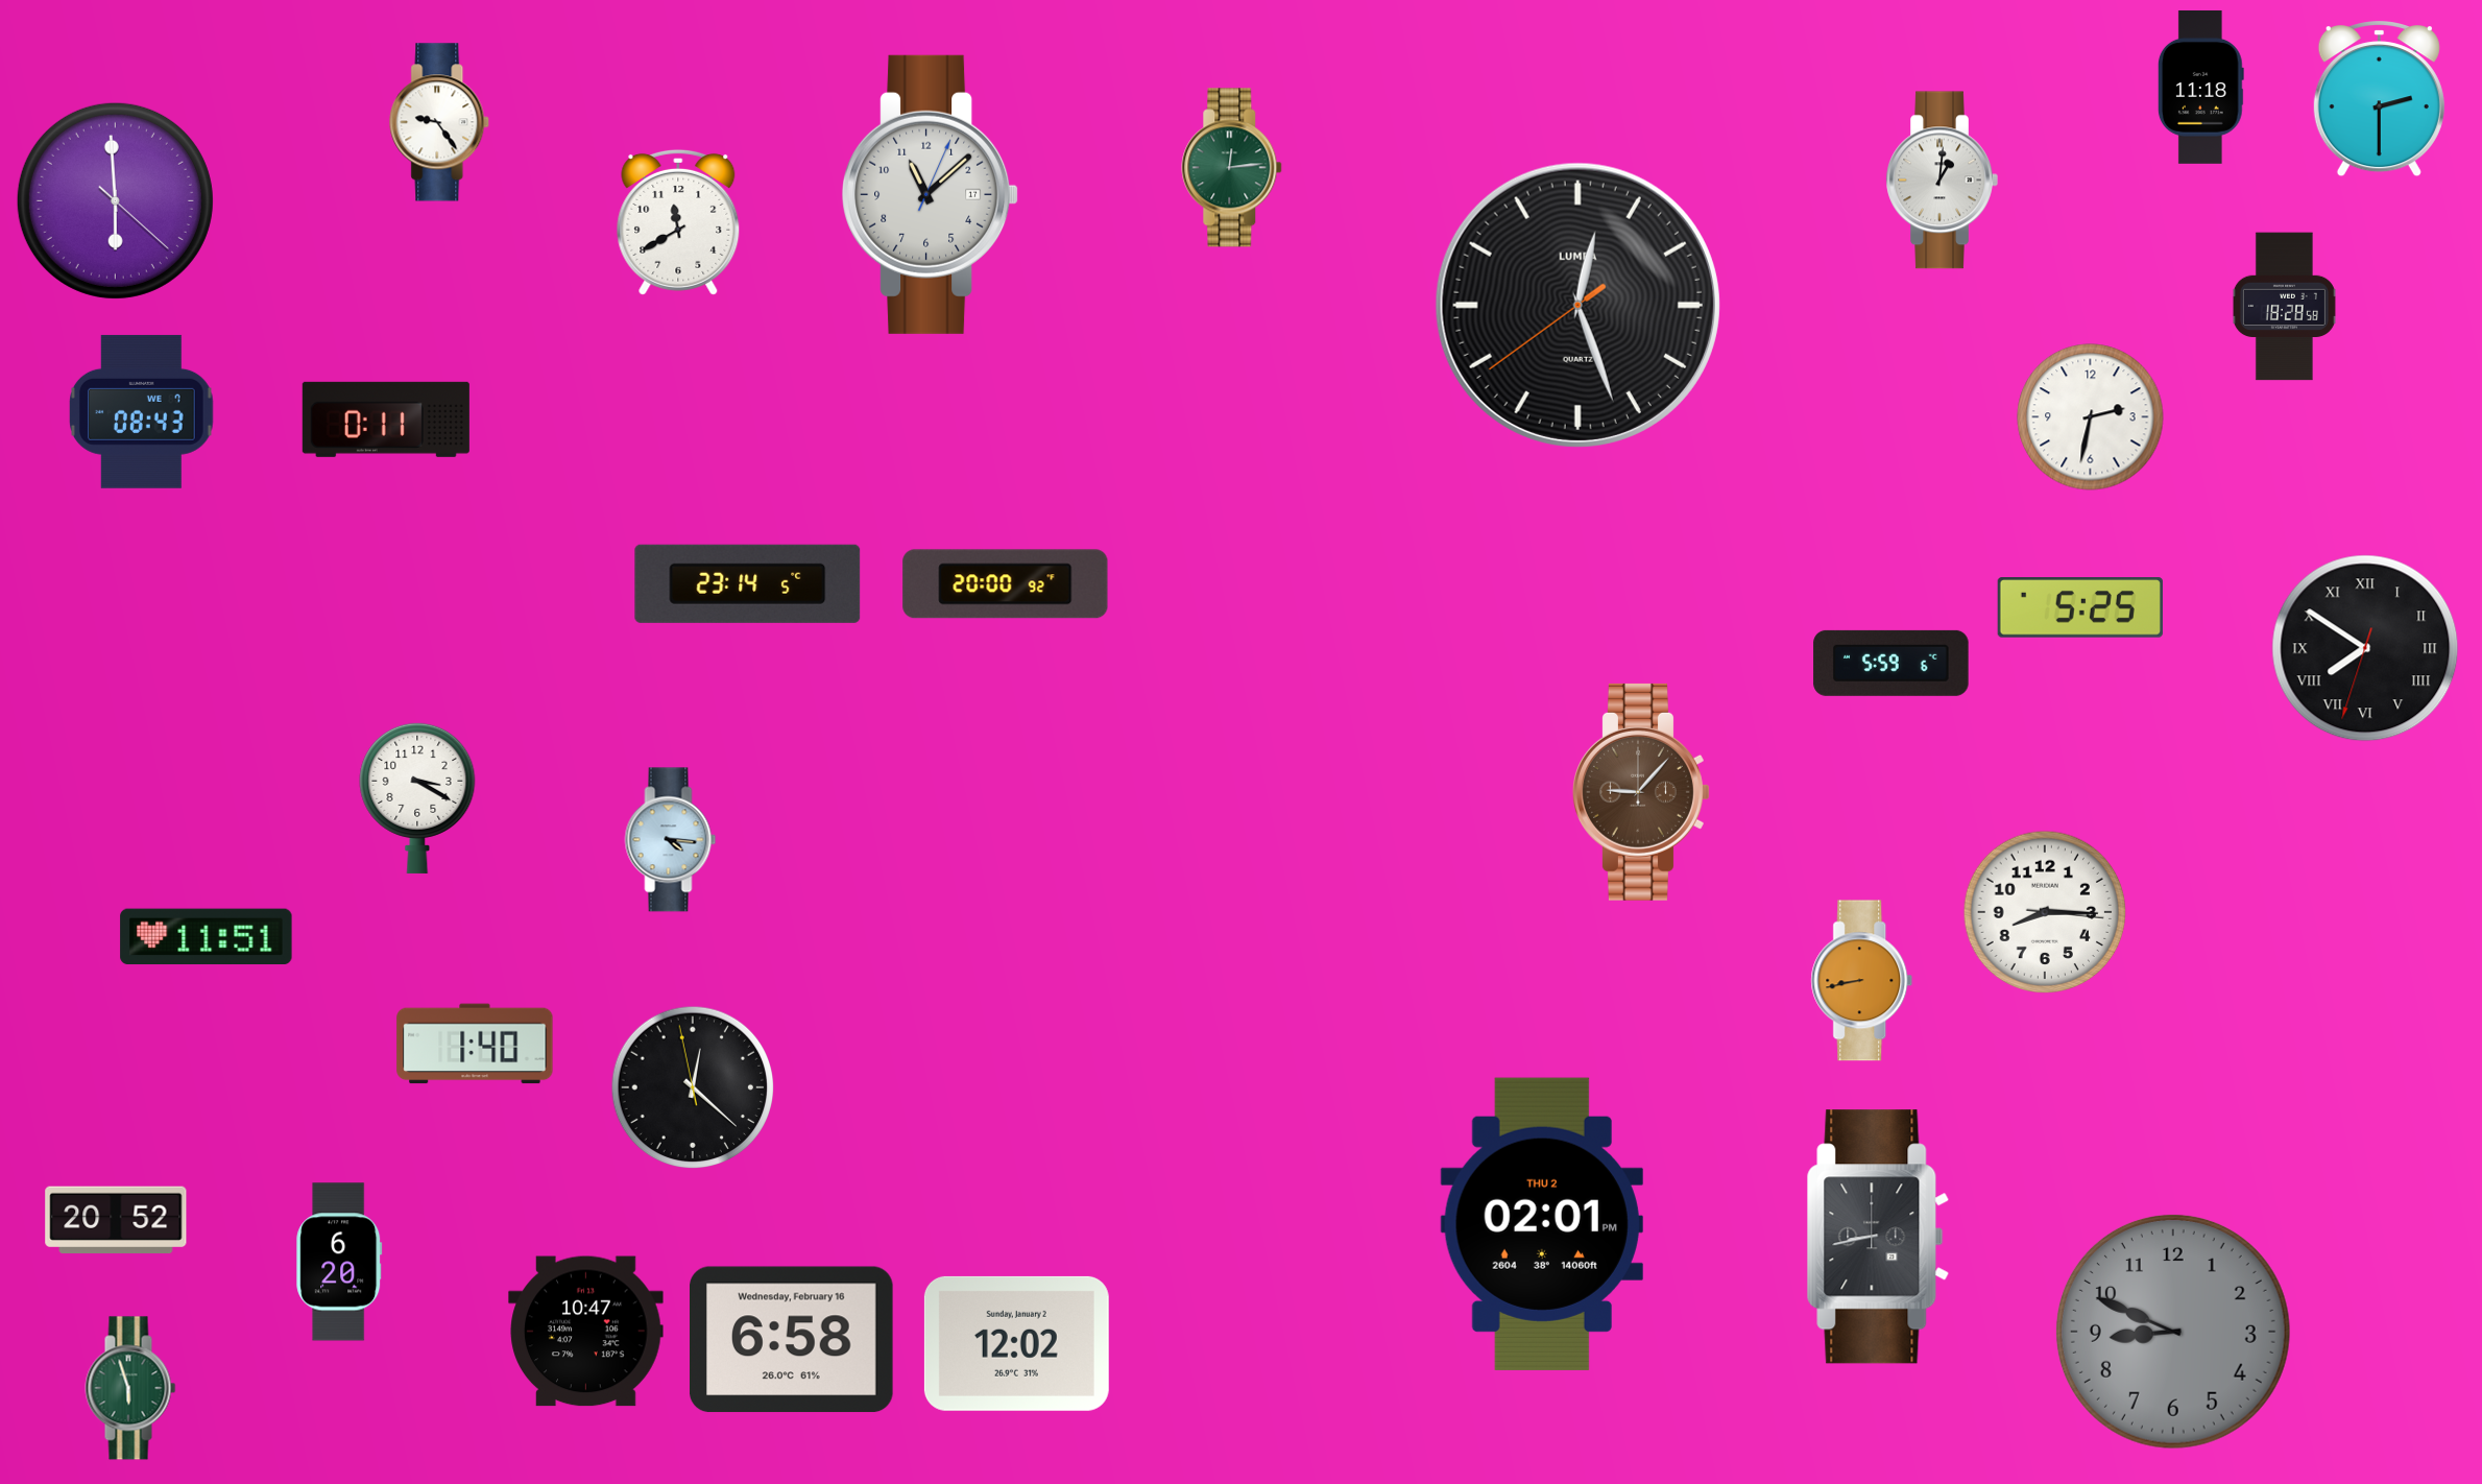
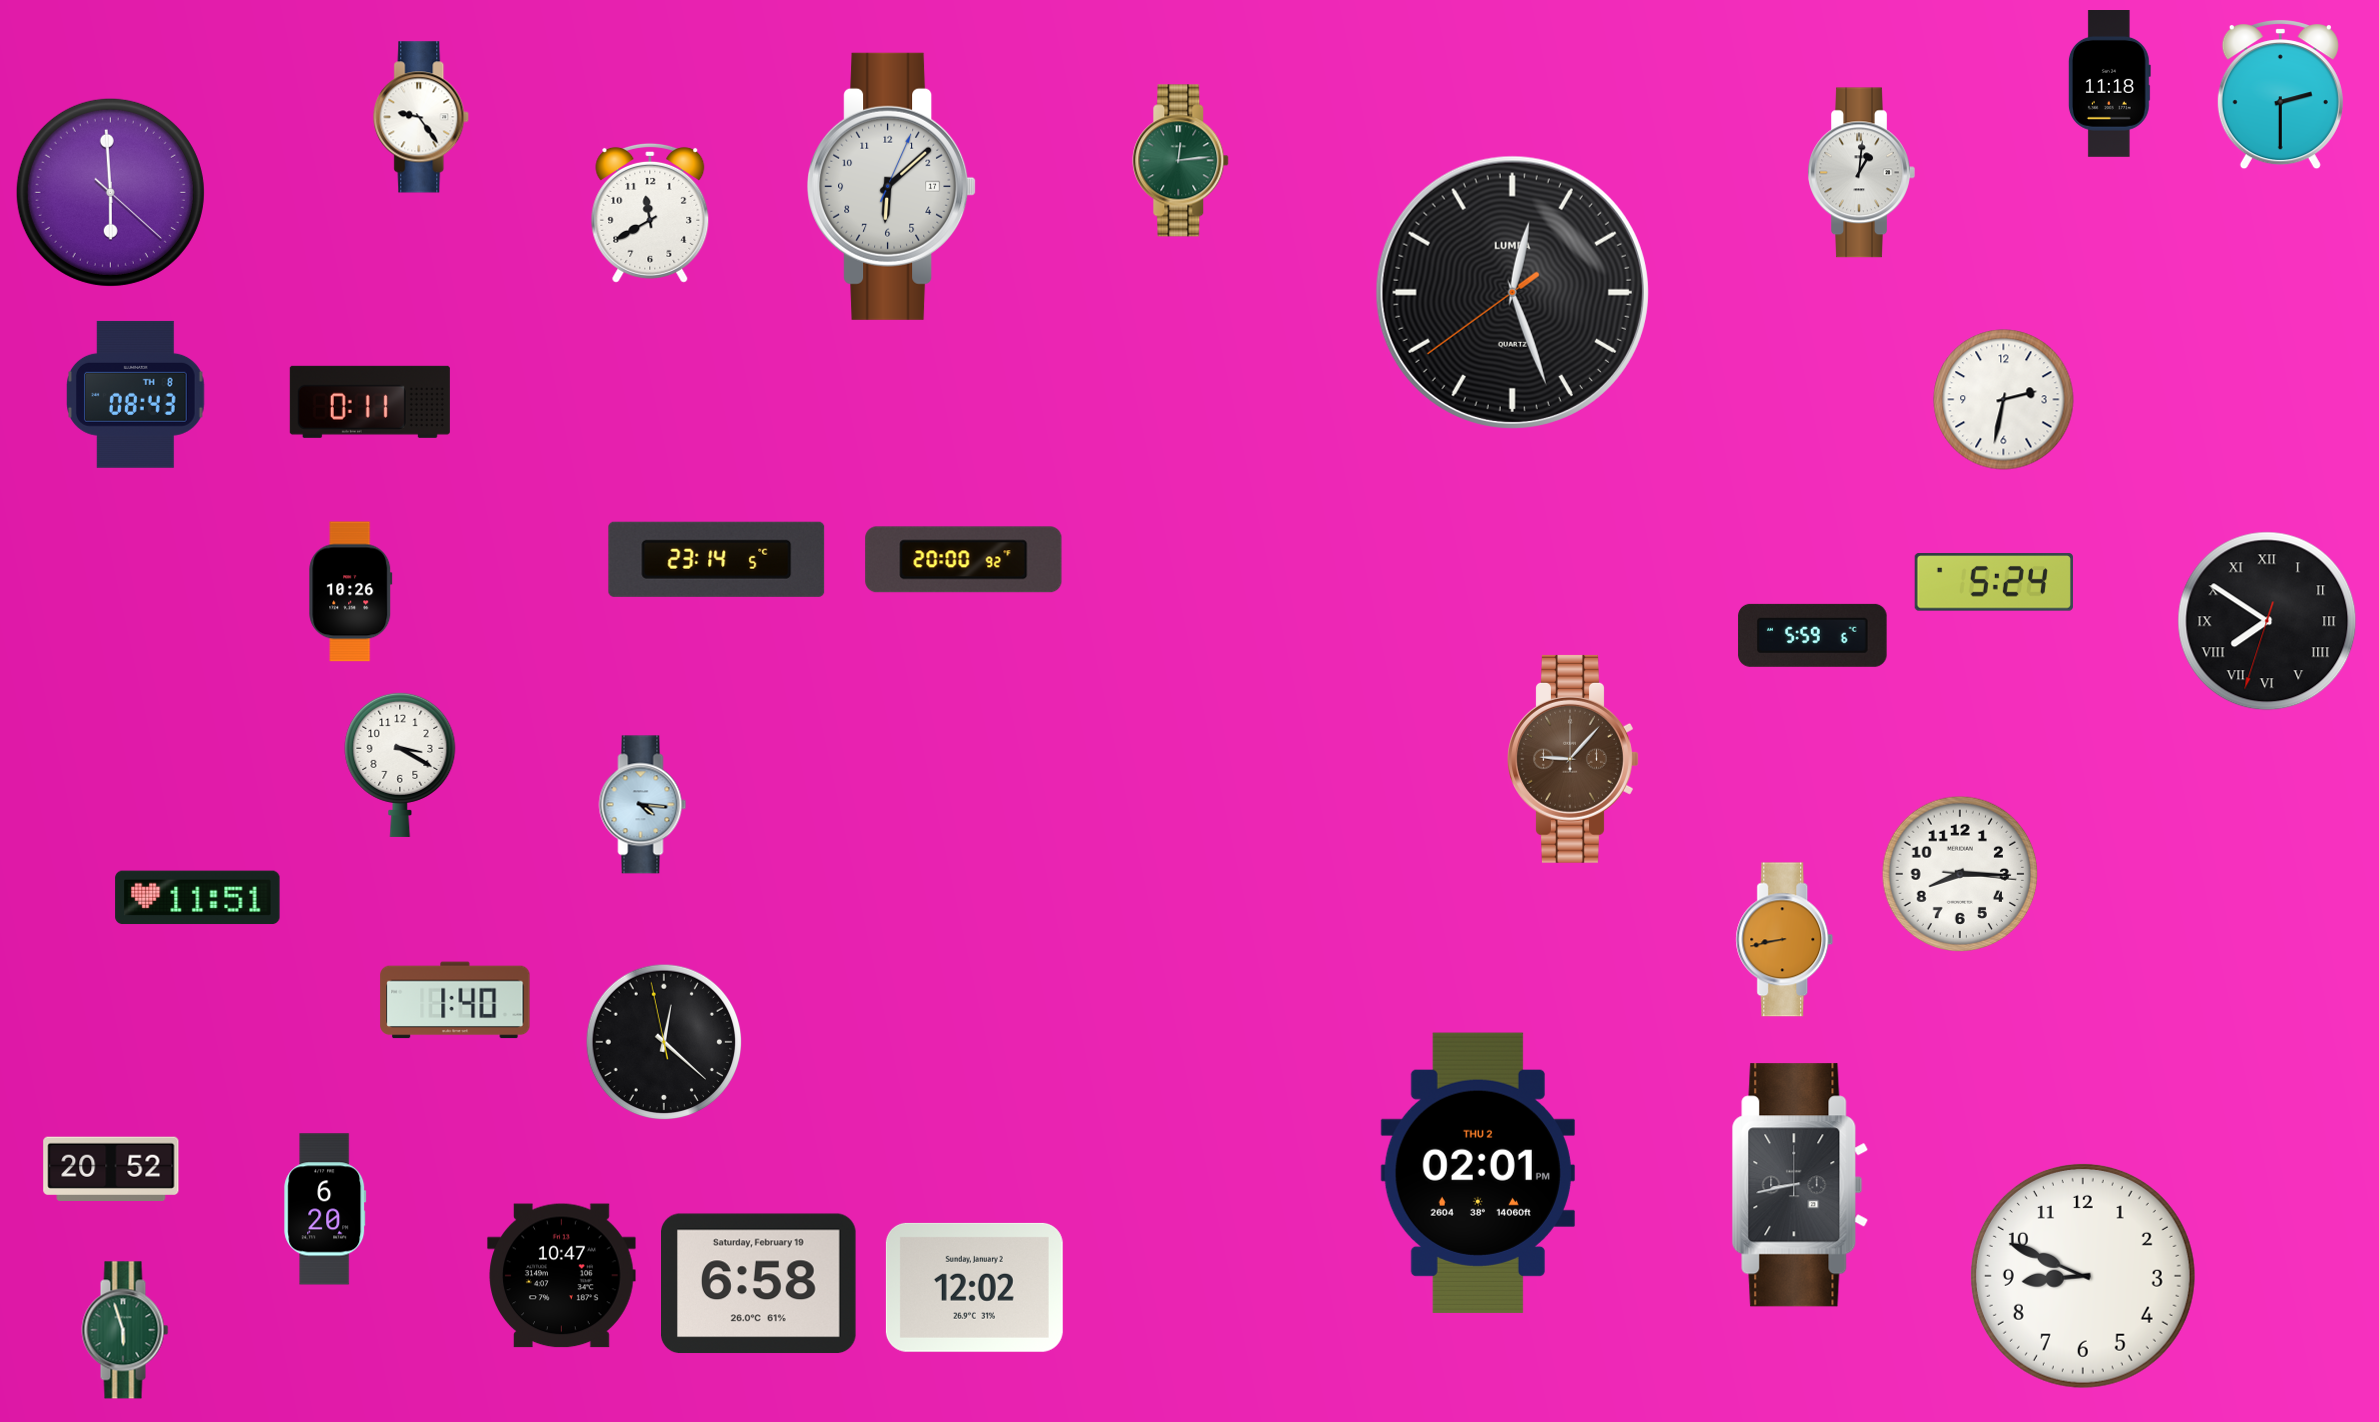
clock at (931, 194): 11:08 -> 6:08
clock at (2284, 307): 18:28 -> none
clock at (142, 411) date: WE 7 -> TH 8
clock at (2080, 607): 5:25 -> 5:24
clock at (351, 592): none -> 10:26
clock at (2173, 1332) dial: grey -> white
clock at (792, 1340) date: Wednesday, February 16 -> Saturday, February 19
